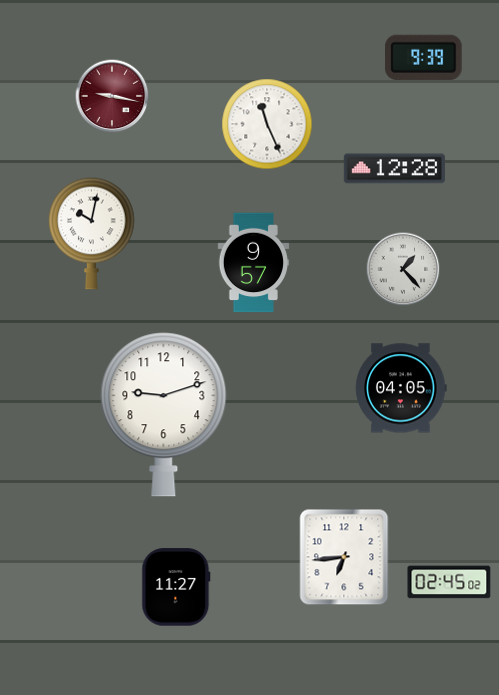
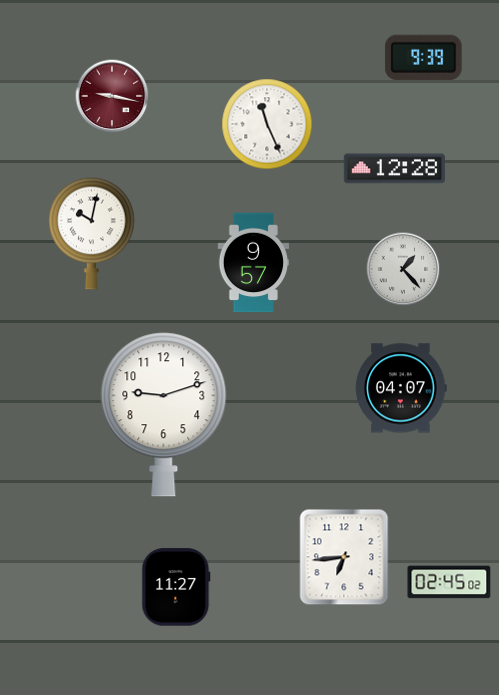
clock at (401, 388): 04:05 -> 04:07
